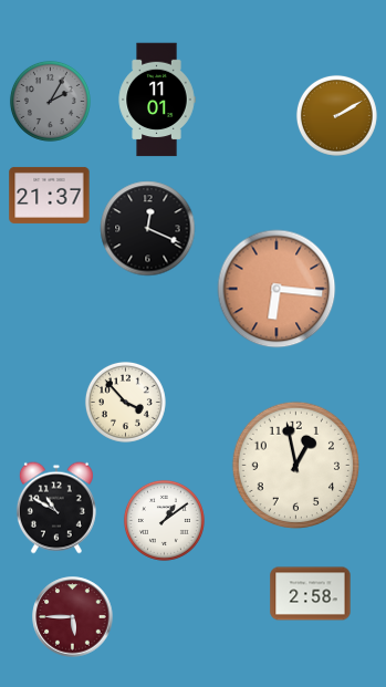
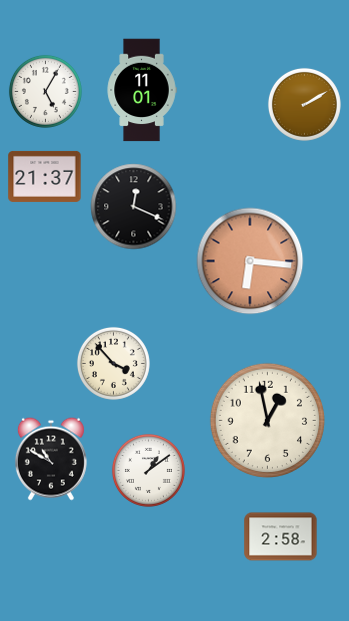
clock at (50, 101): 2:05 -> 5:05
clock at (50, 101) dial: grey -> white
clock at (73, 617): 5:45 -> none
